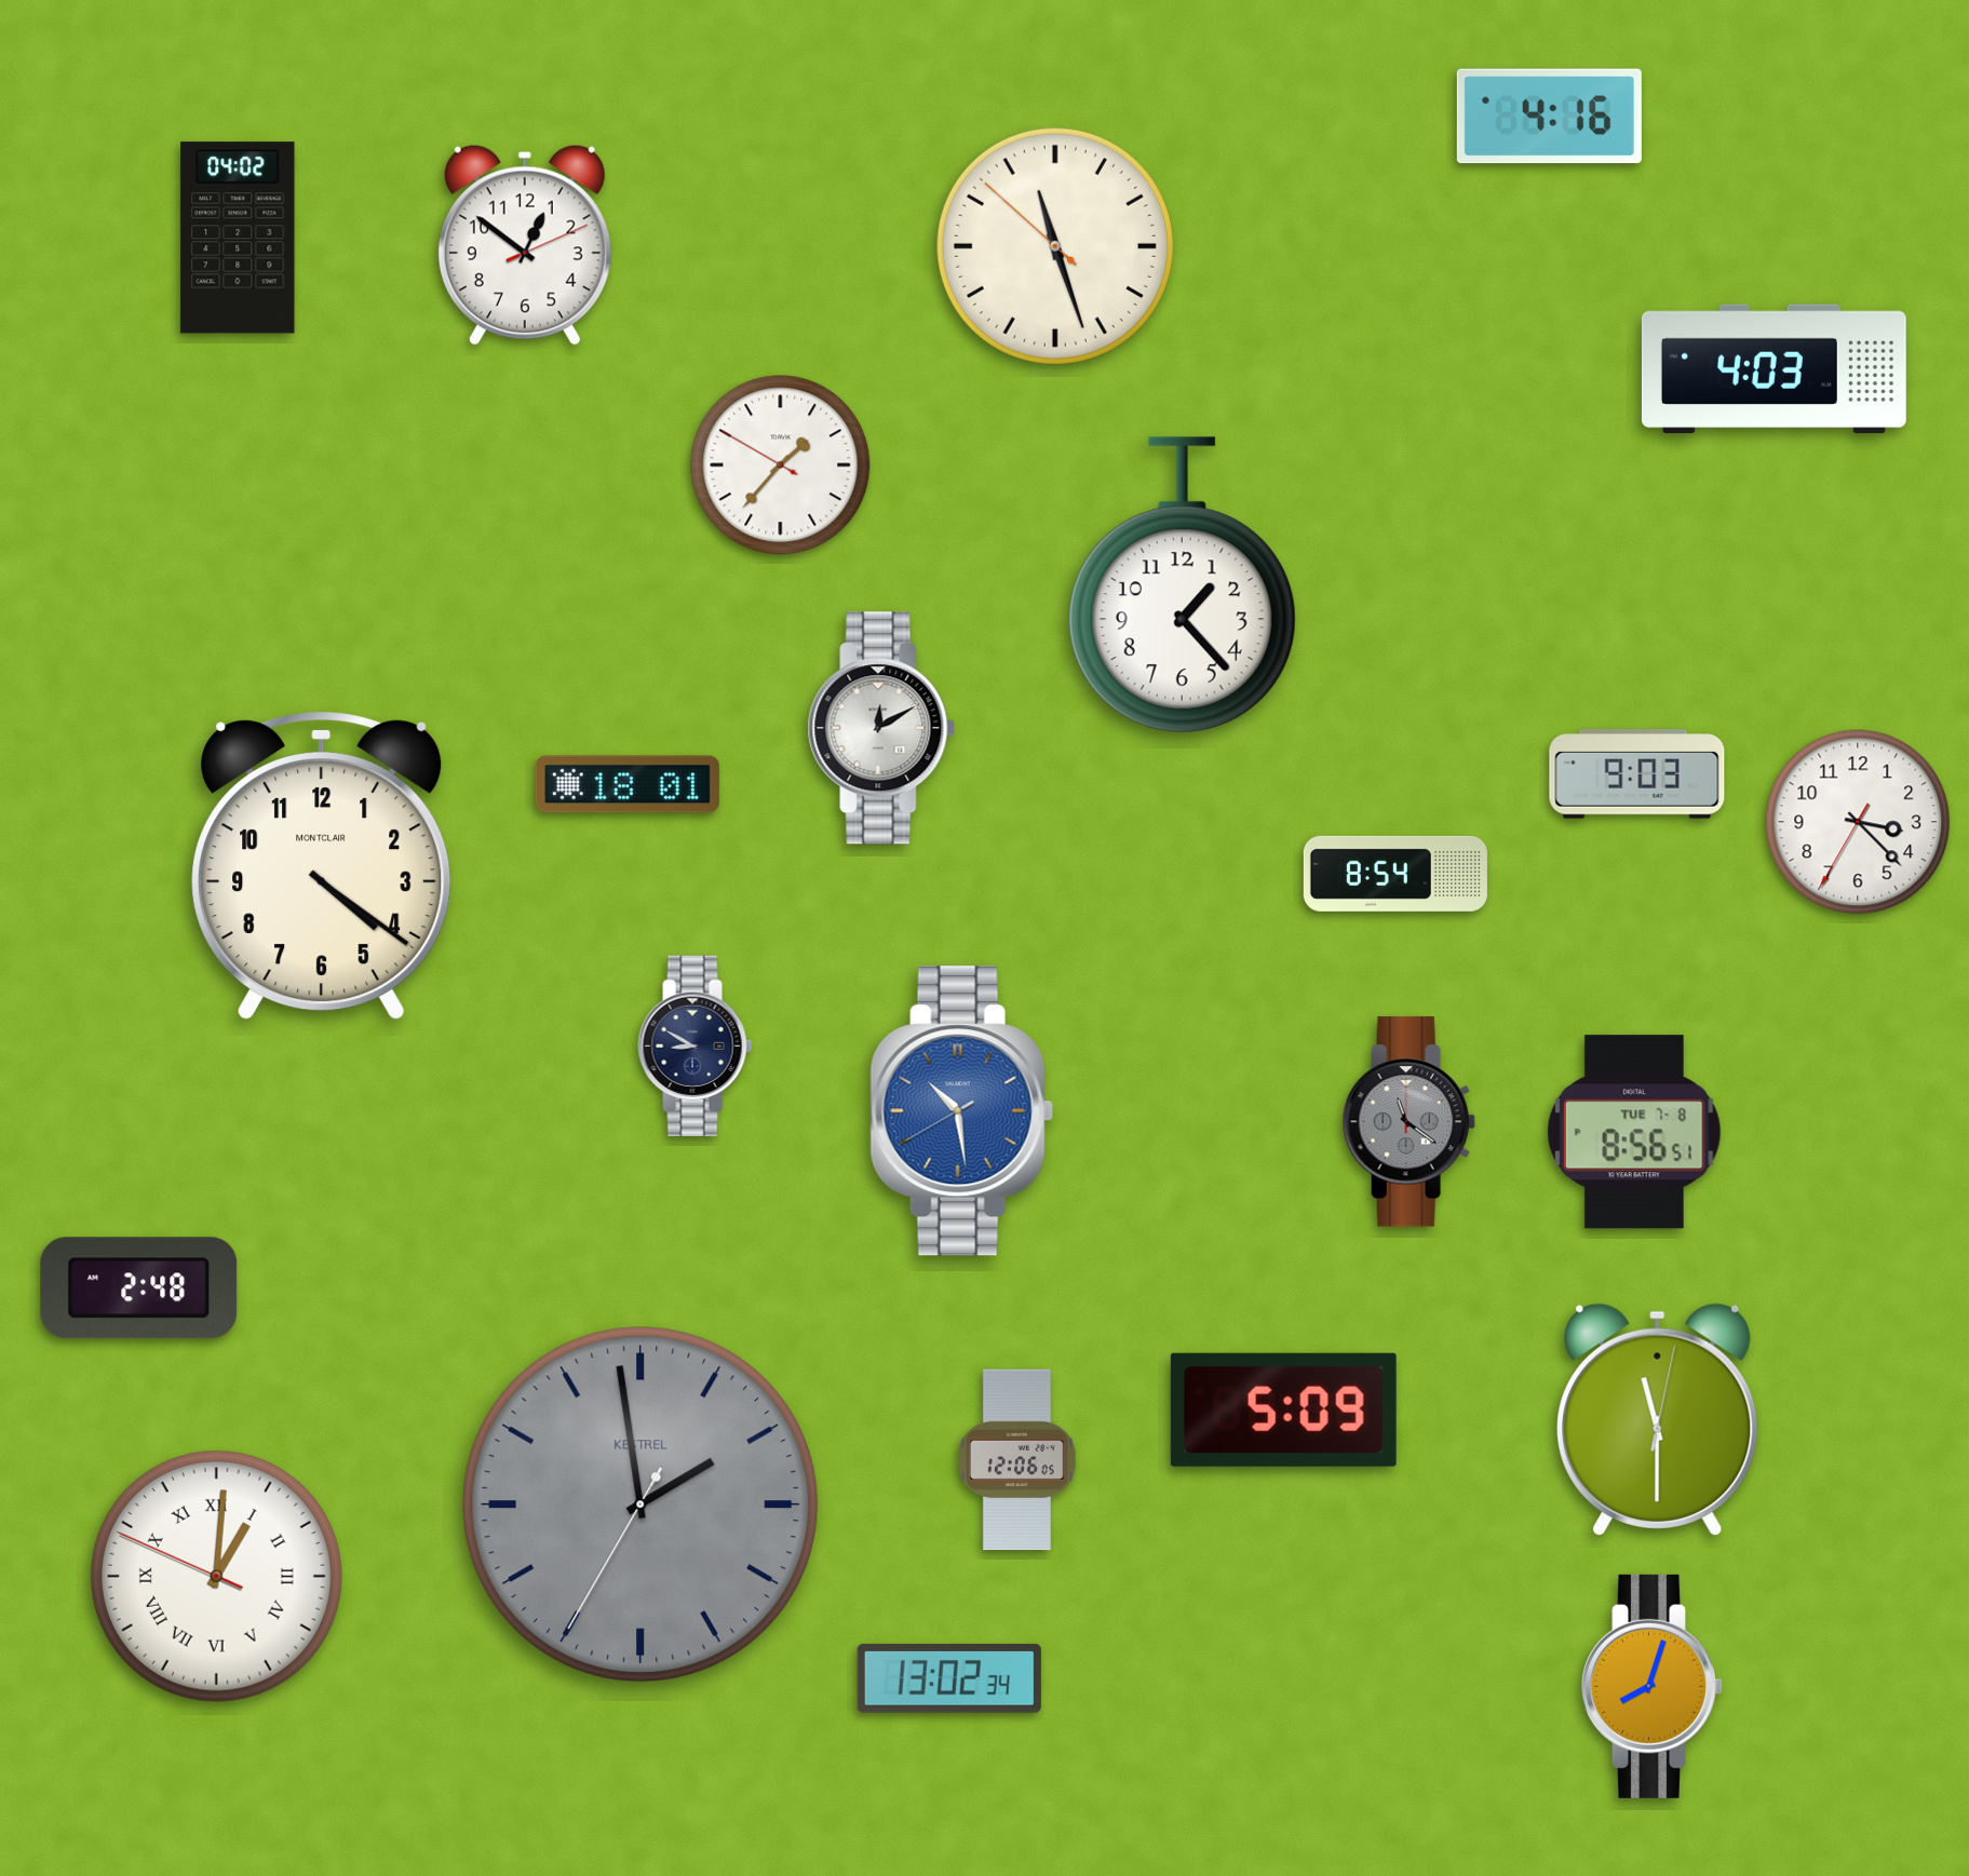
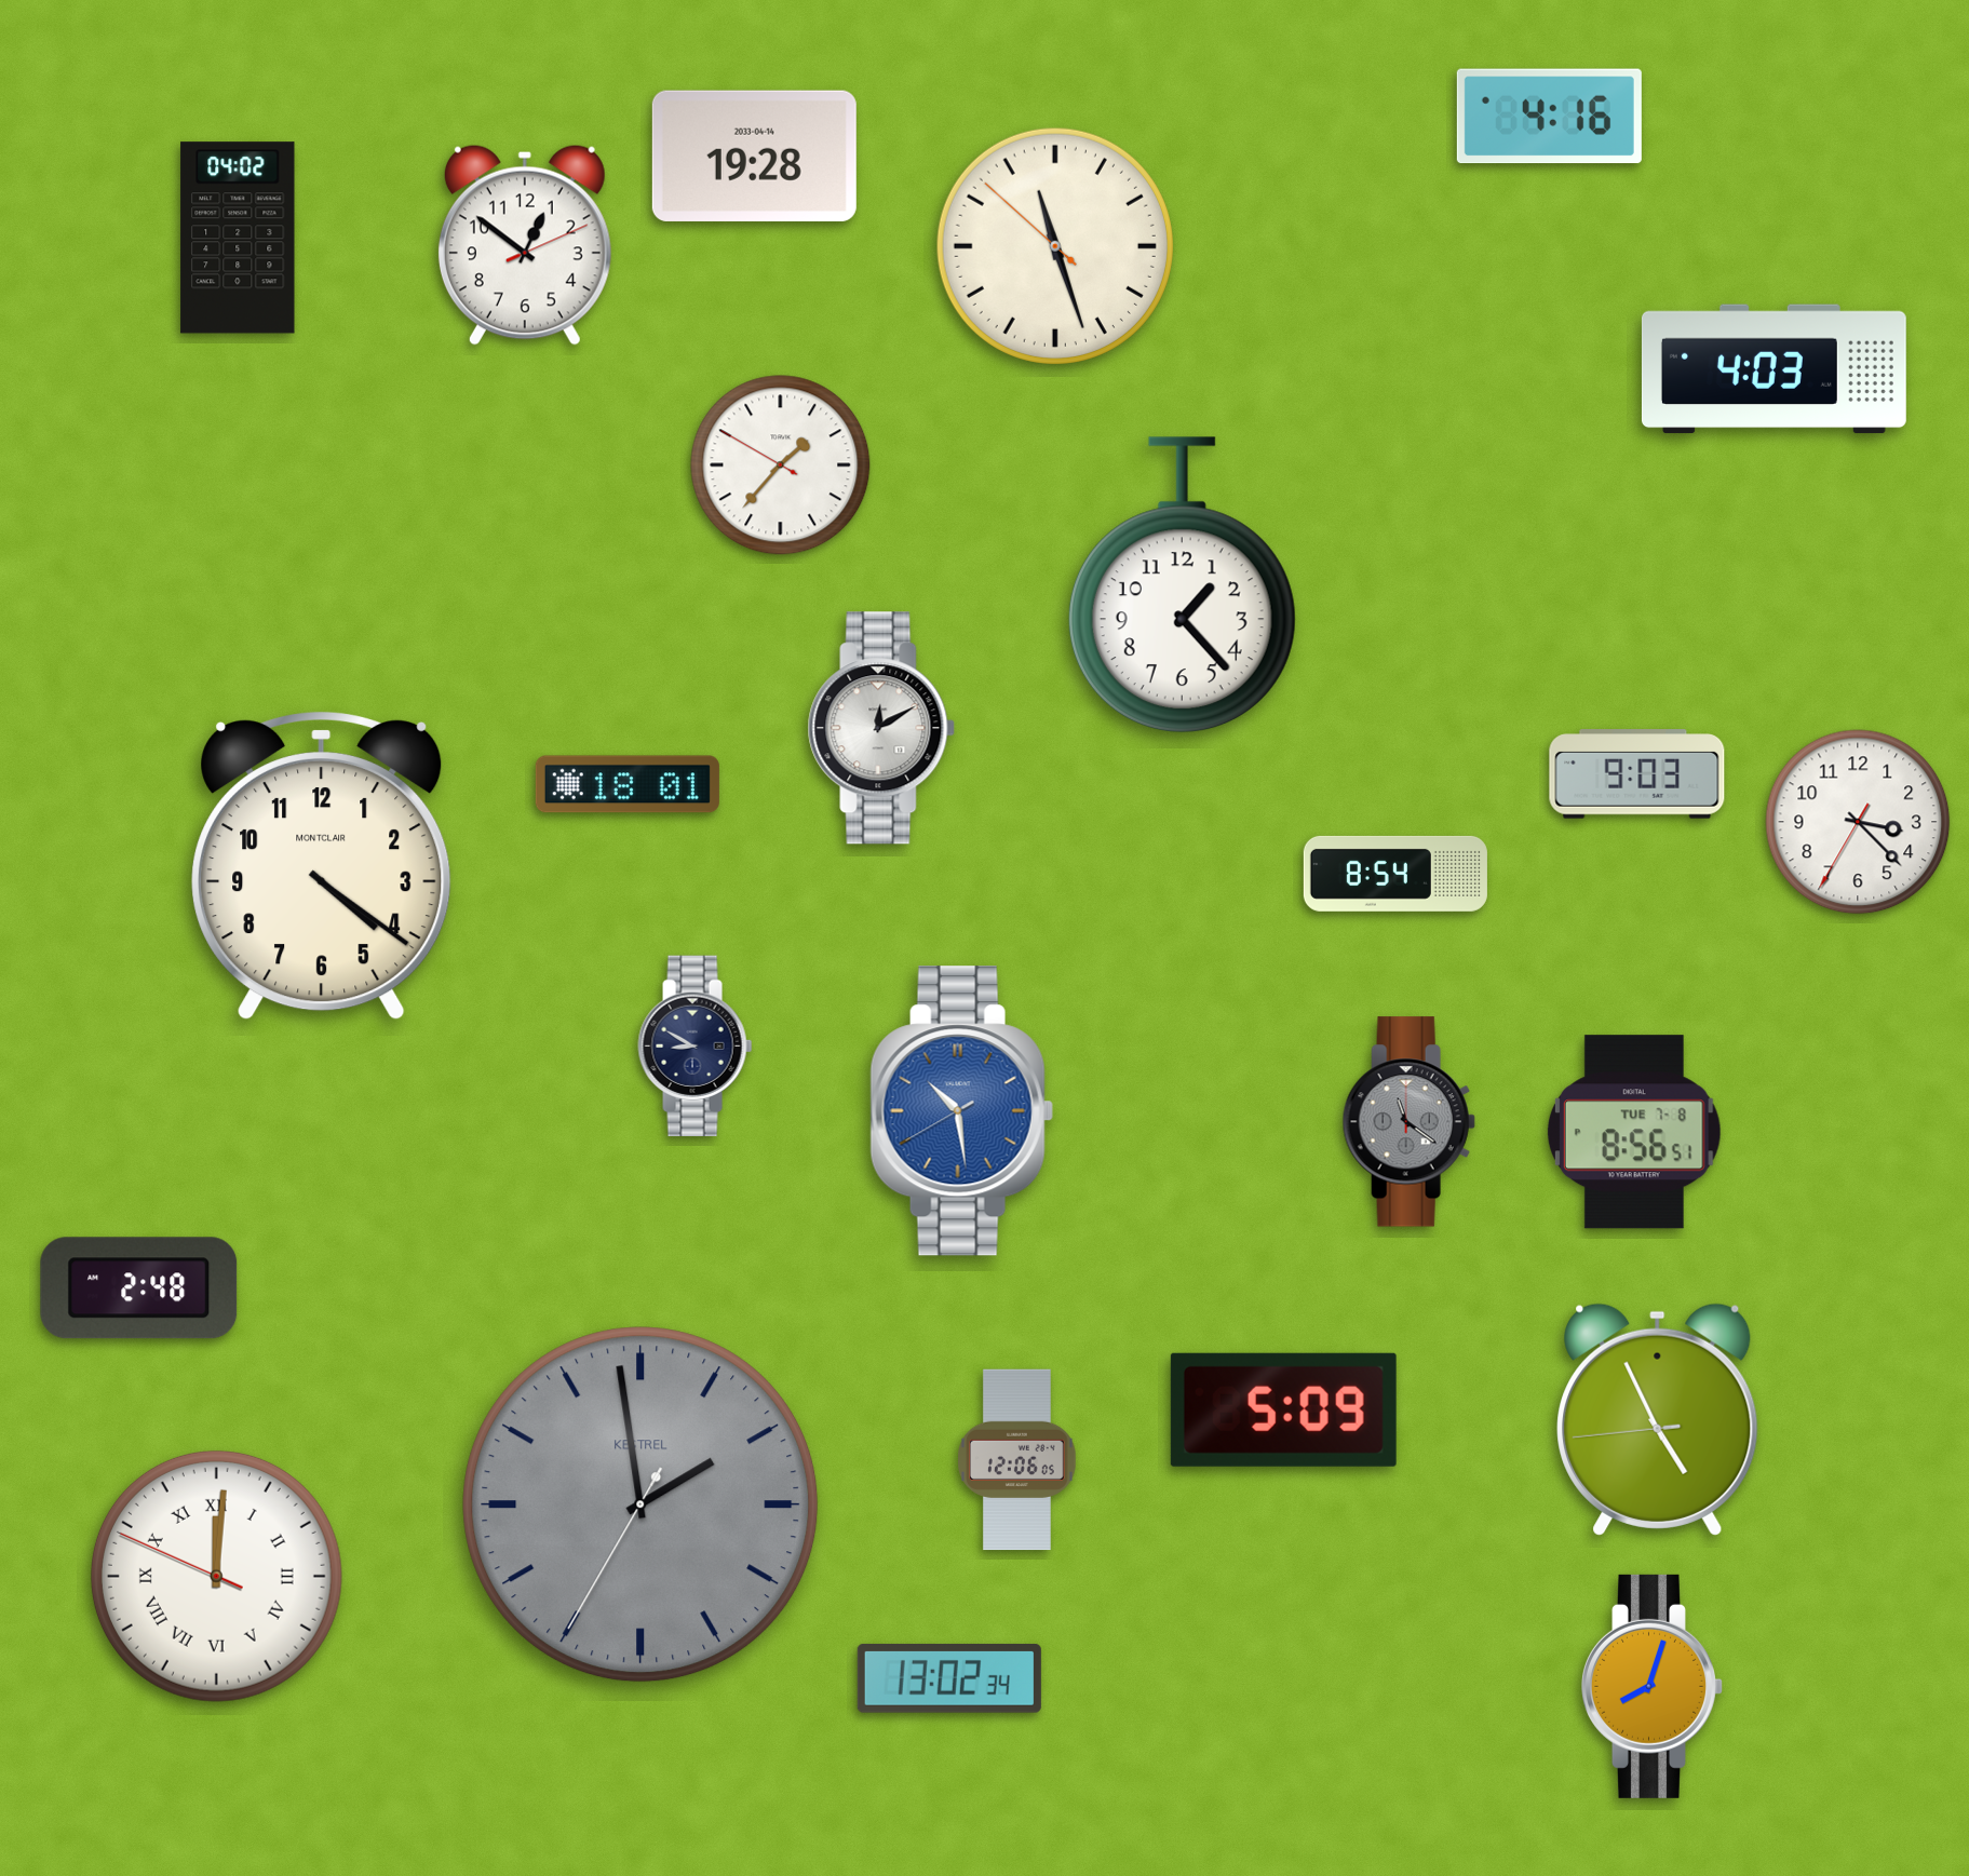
clock at (754, 156): none -> 19:28
clock at (1658, 1419): 11:30 -> 4:55
clock at (216, 1576): 1:00 -> 12:00
